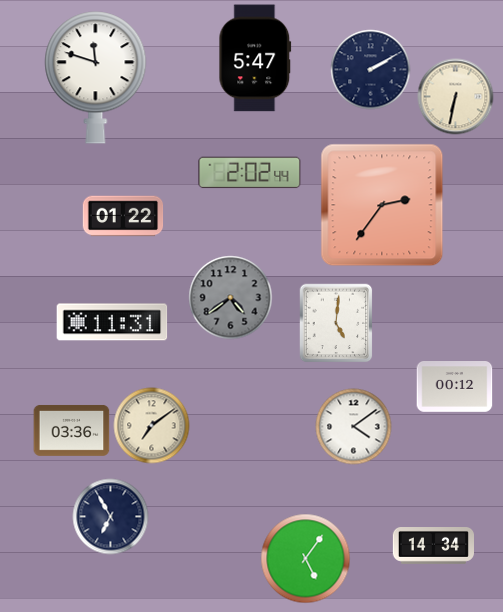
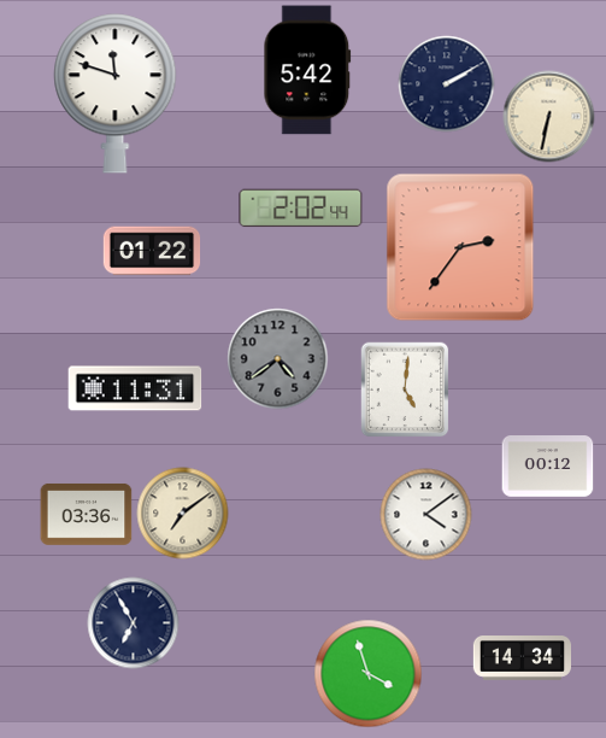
clock at (255, 58): 5:47 -> 5:42
clock at (123, 216) position: (123, 216) -> (152, 251)
clock at (72, 431) position: (72, 431) -> (87, 515)
clock at (306, 559): 5:06 -> 3:57
